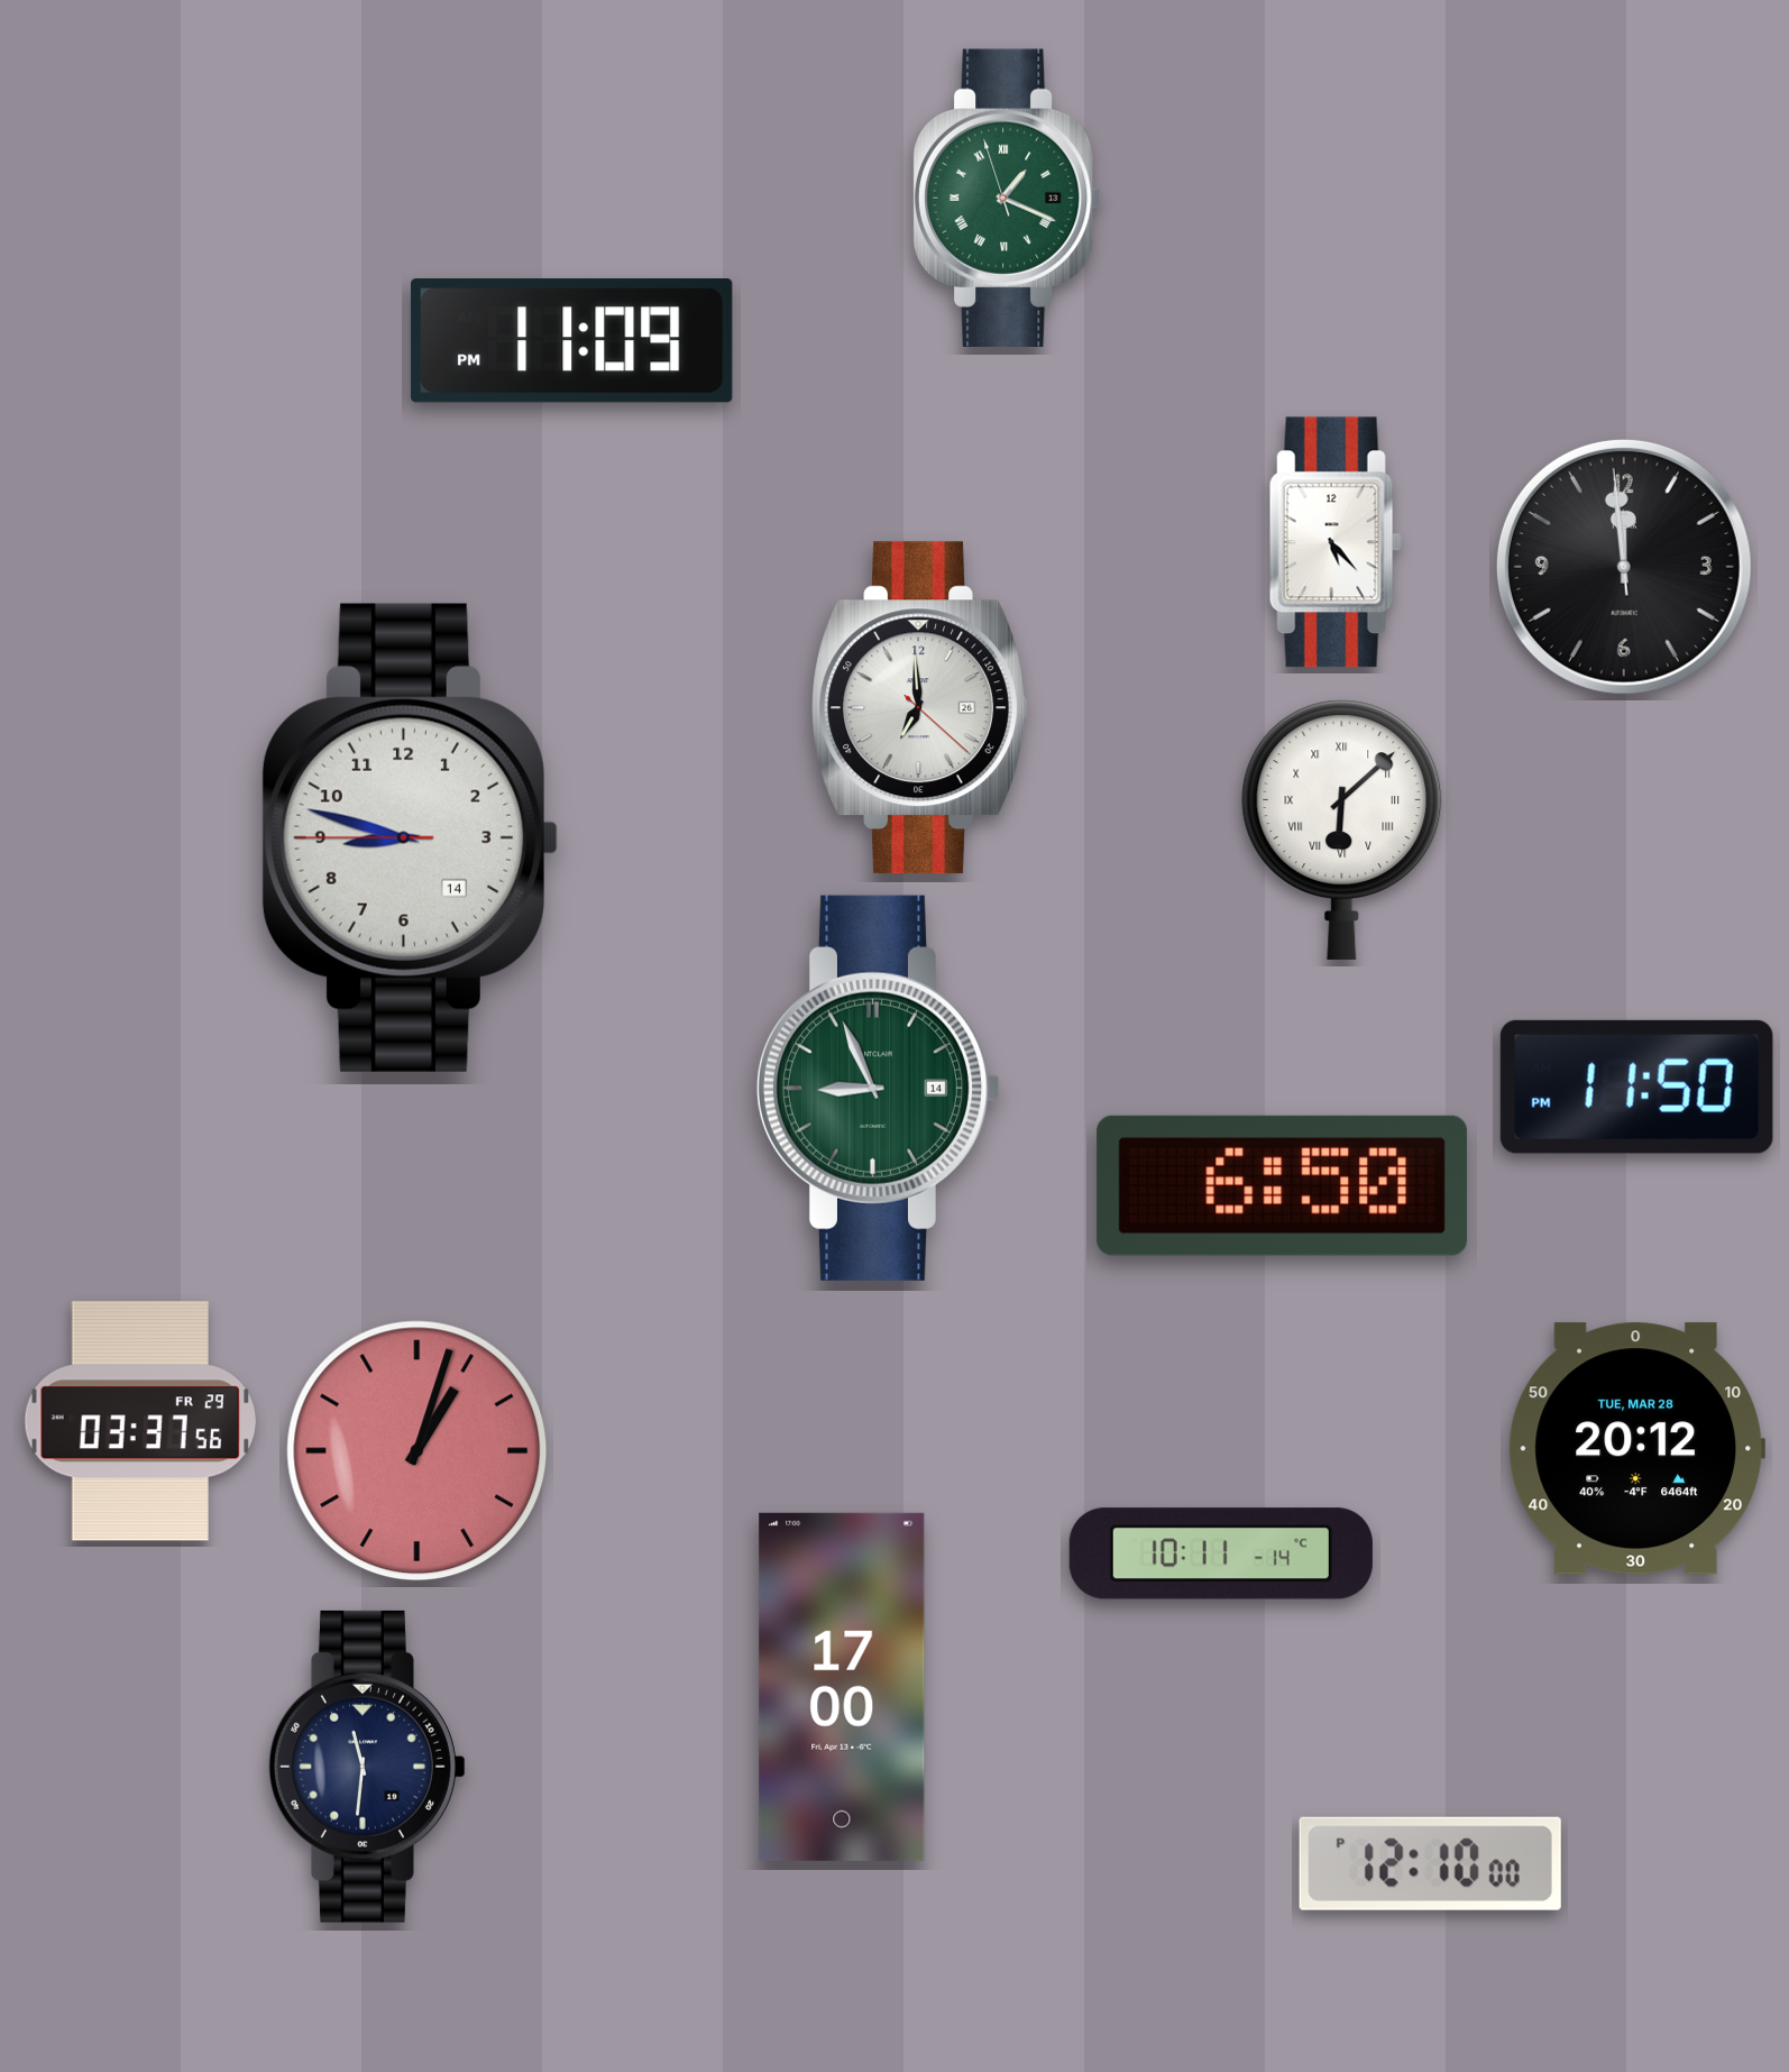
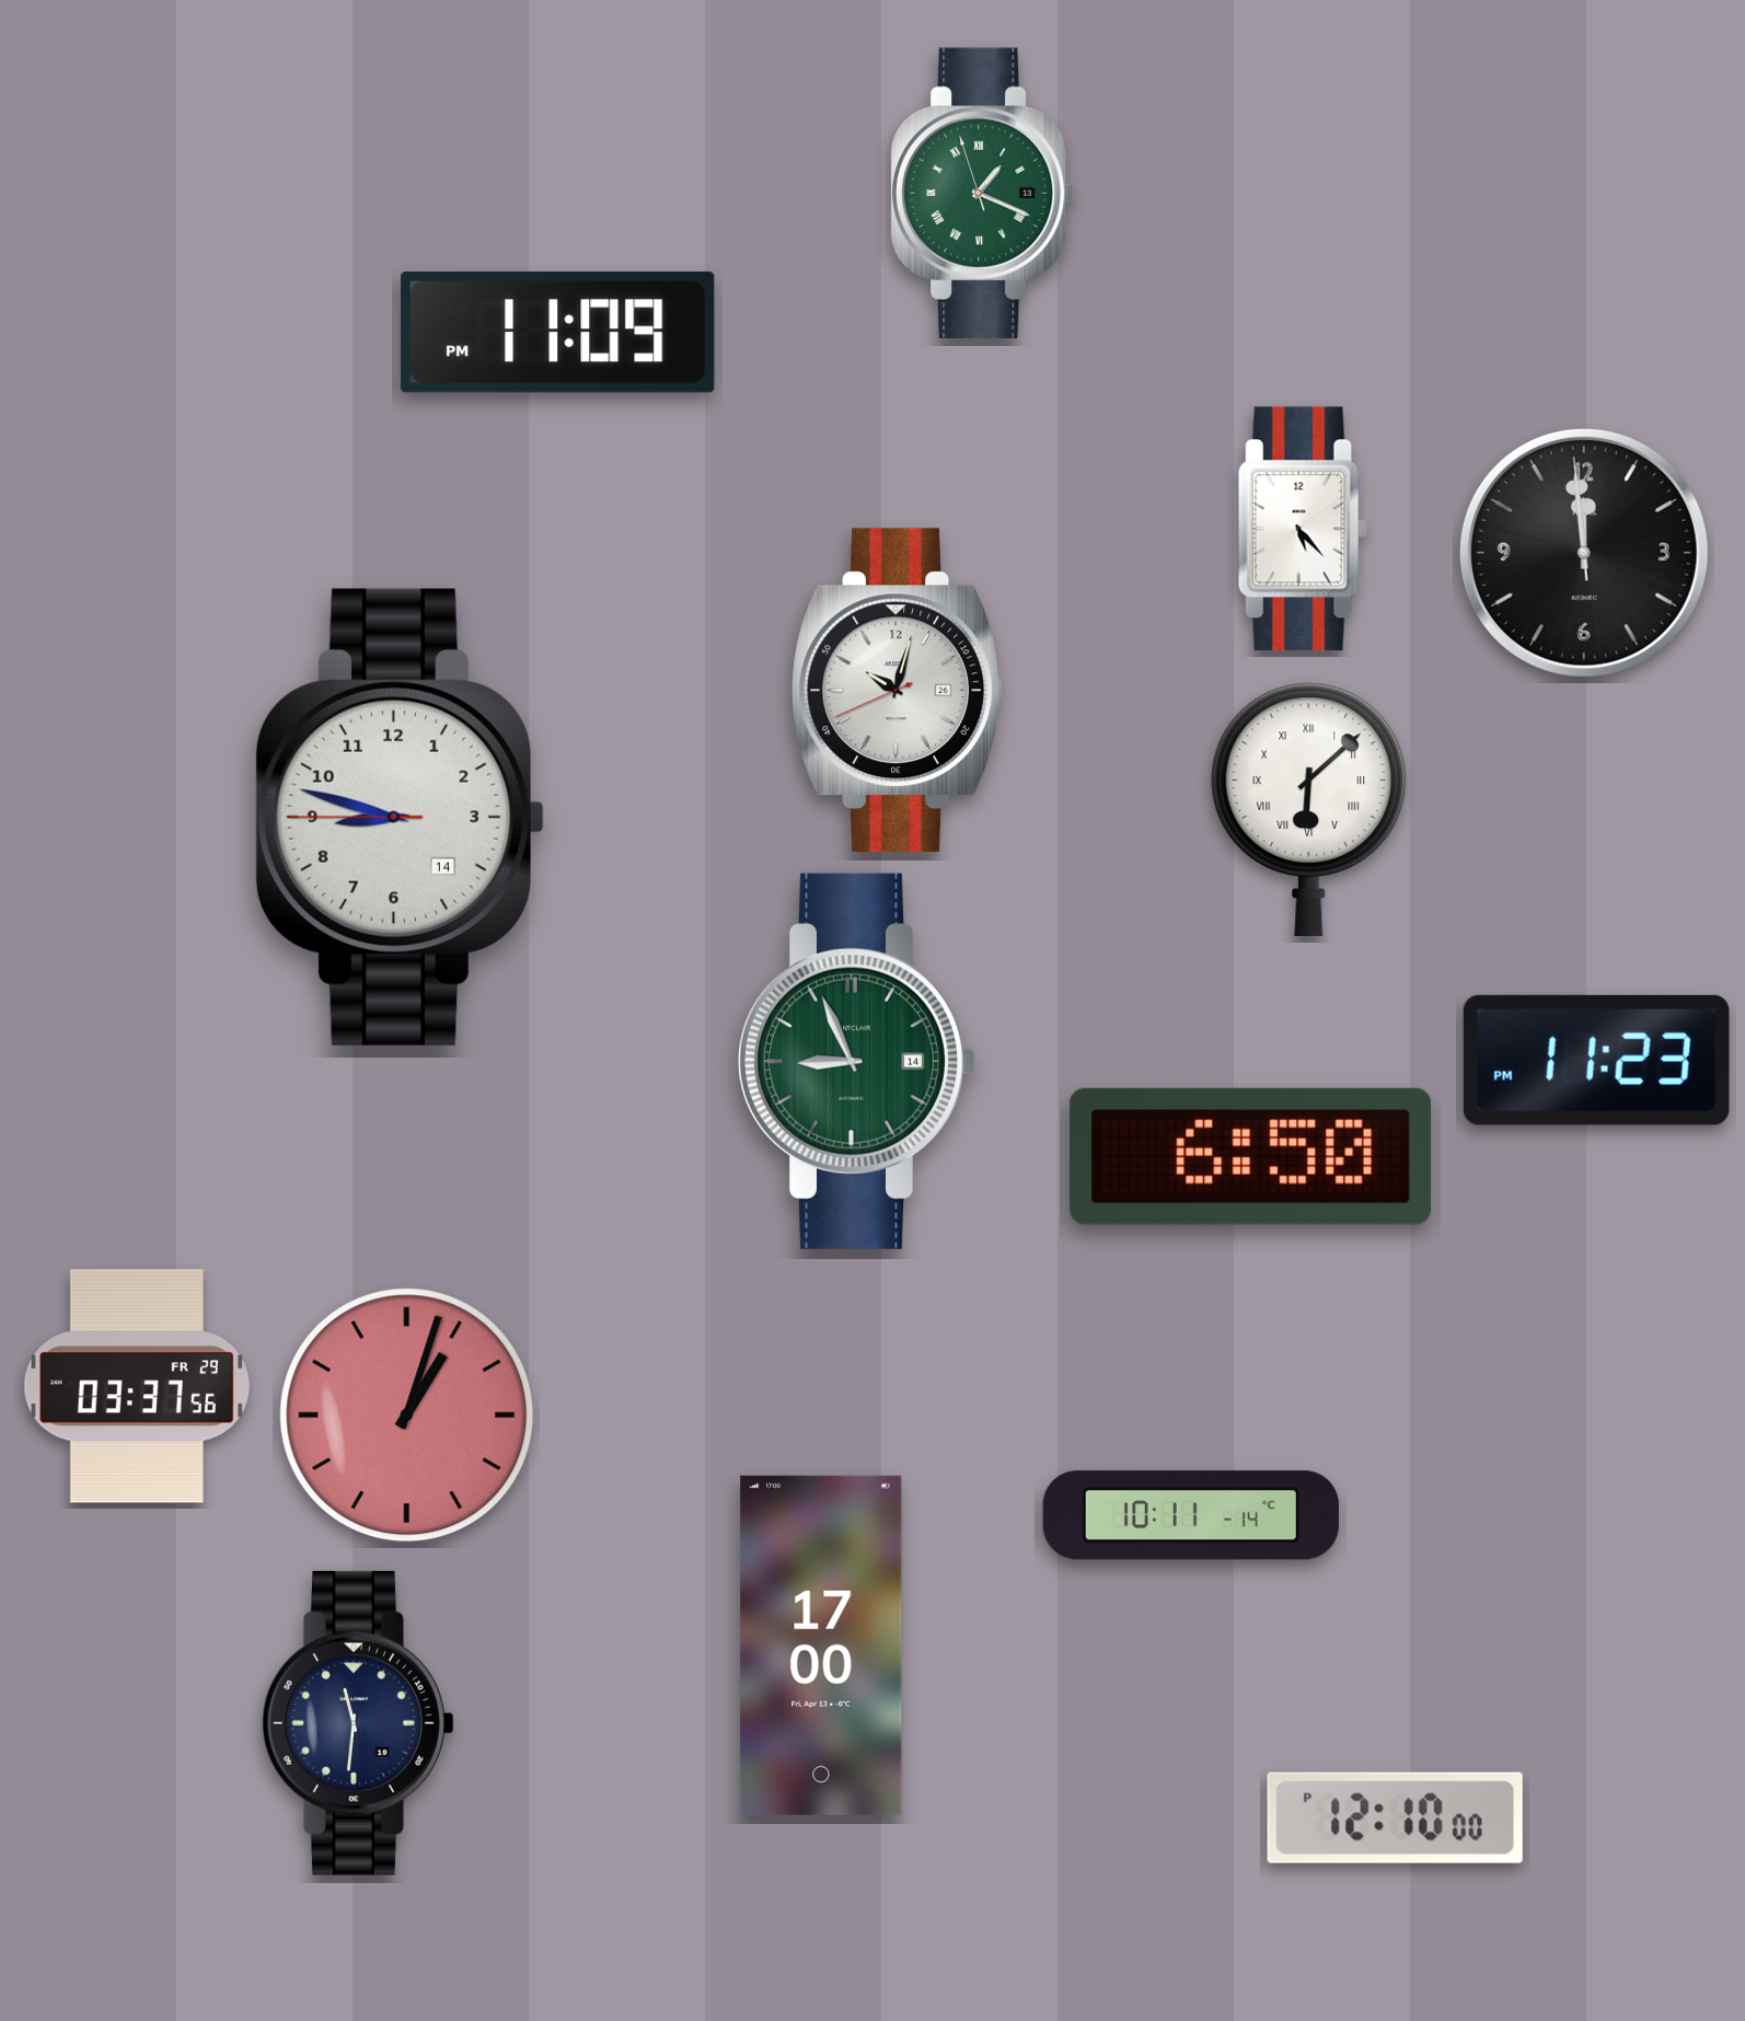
clock at (920, 708): 6:59 -> 10:02
clock at (1636, 1087): 11:50 -> 11:23
clock at (1636, 1449): 20:12 -> none
